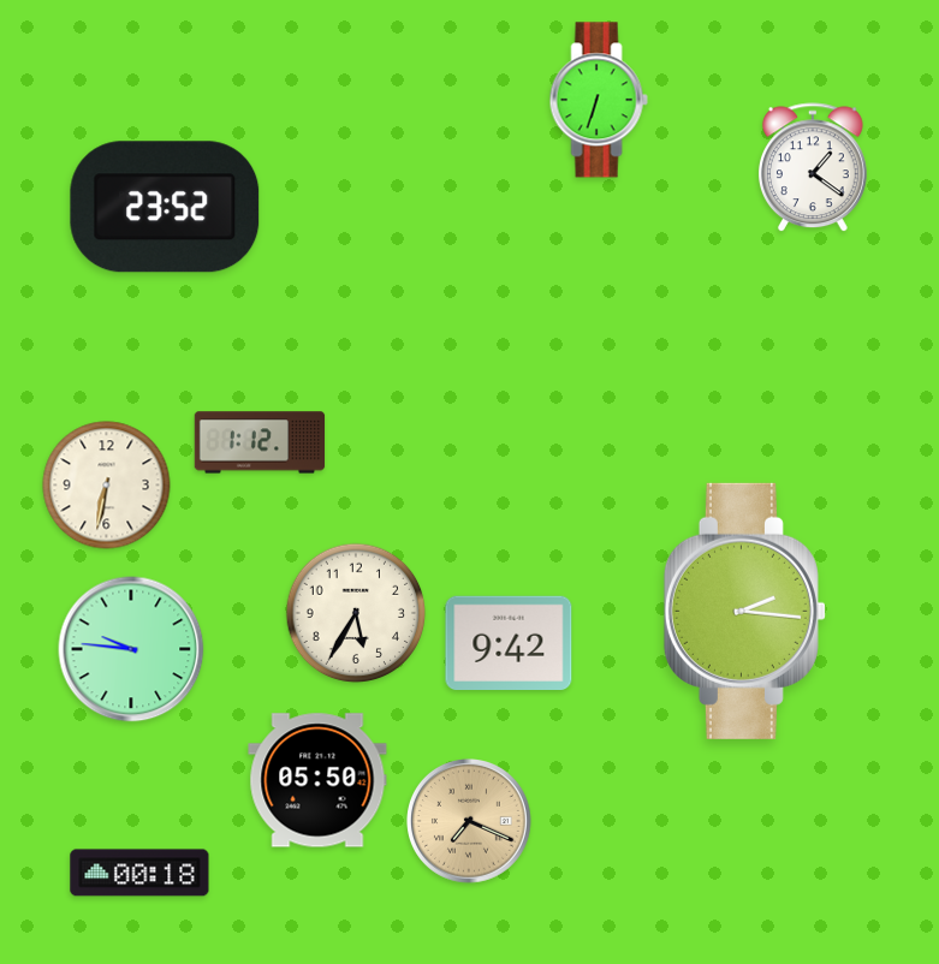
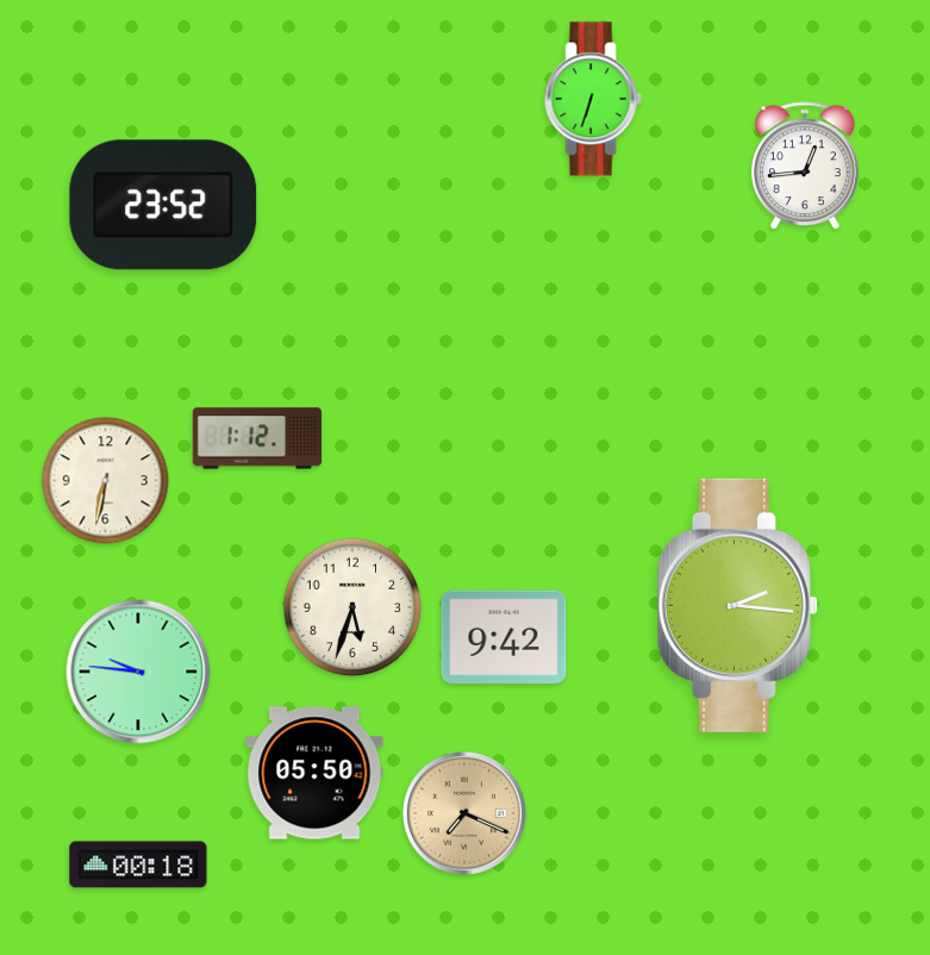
clock at (813, 168): 1:21 -> 12:44
clock at (356, 613): 5:35 -> 5:33
clock at (131, 649) position: (131, 649) -> (138, 672)
